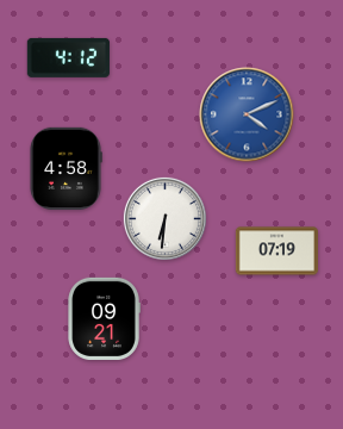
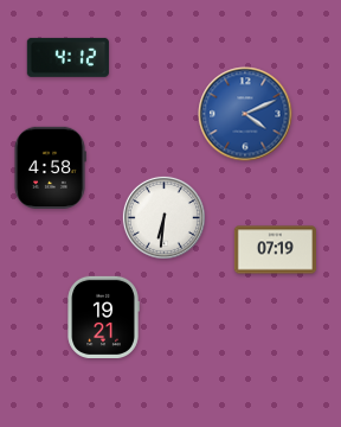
clock at (66, 168) position: (66, 168) -> (50, 167)
clock at (104, 318): 09:21 -> 19:21
